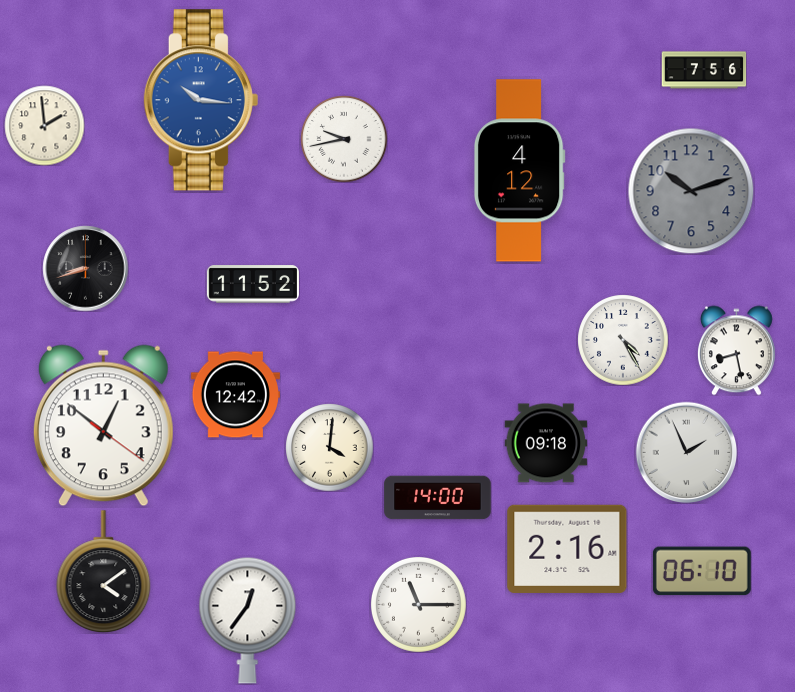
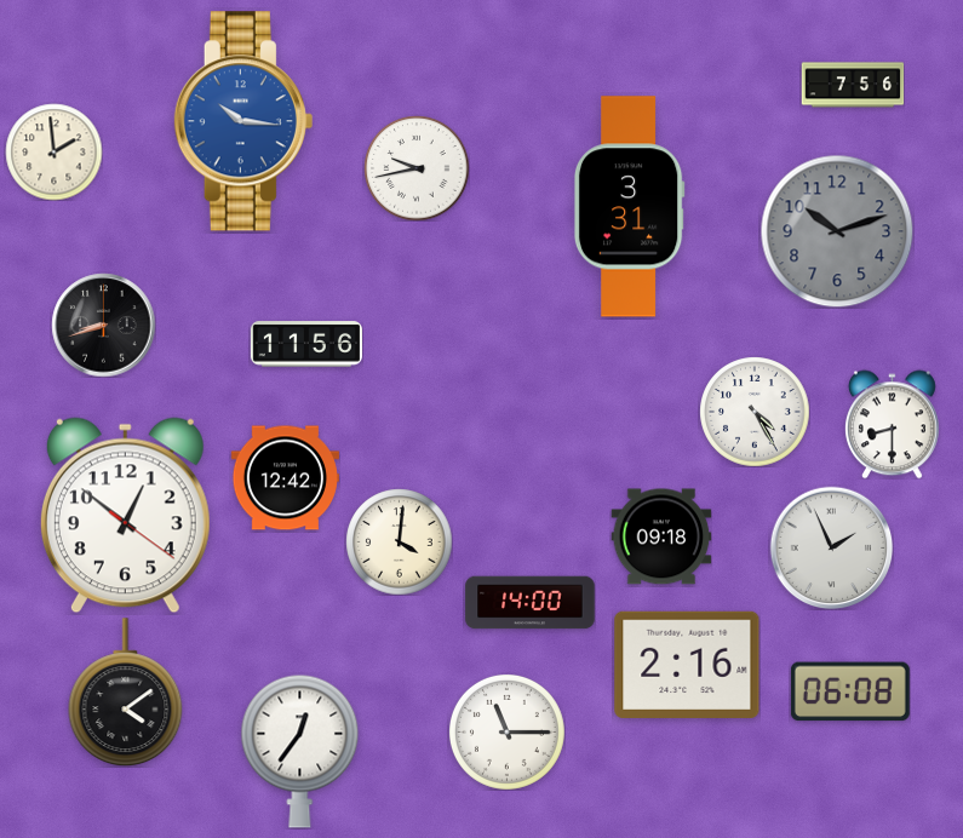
clock at (519, 171): 4:12 -> 3:31
clock at (253, 284): 11:52 -> 11:56
clock at (736, 350): 8:28 -> 8:30
clock at (702, 571): 06:10 -> 06:08
